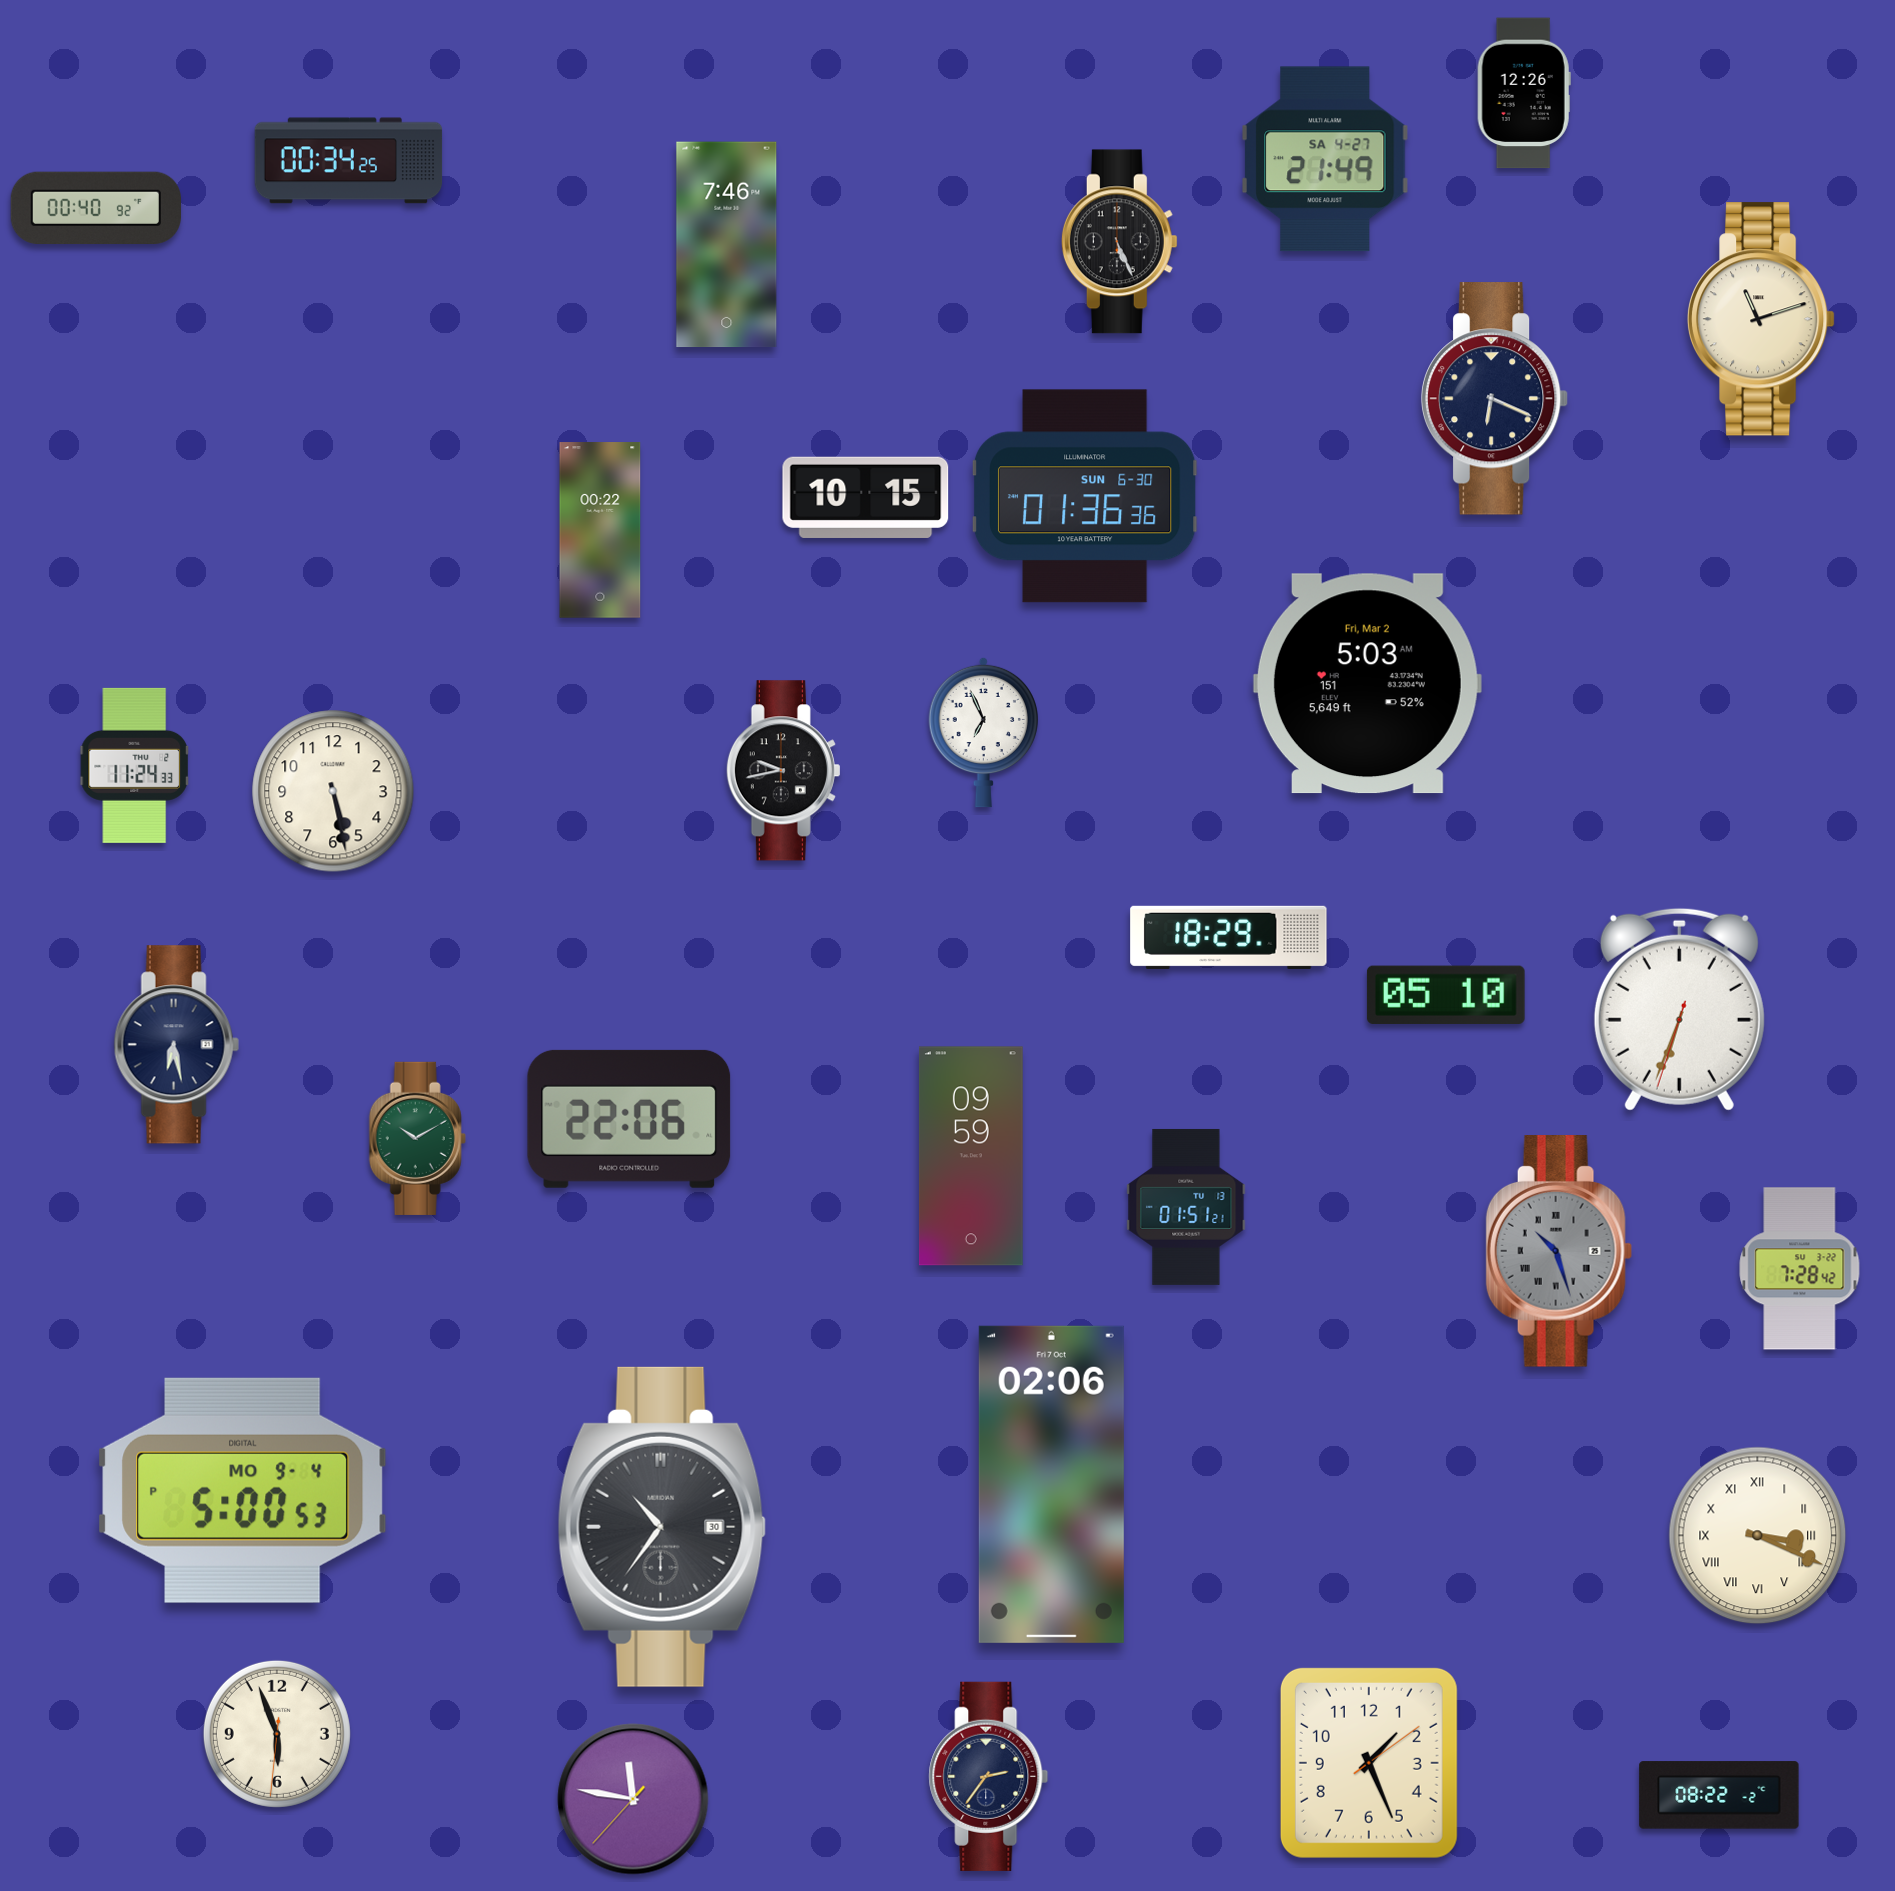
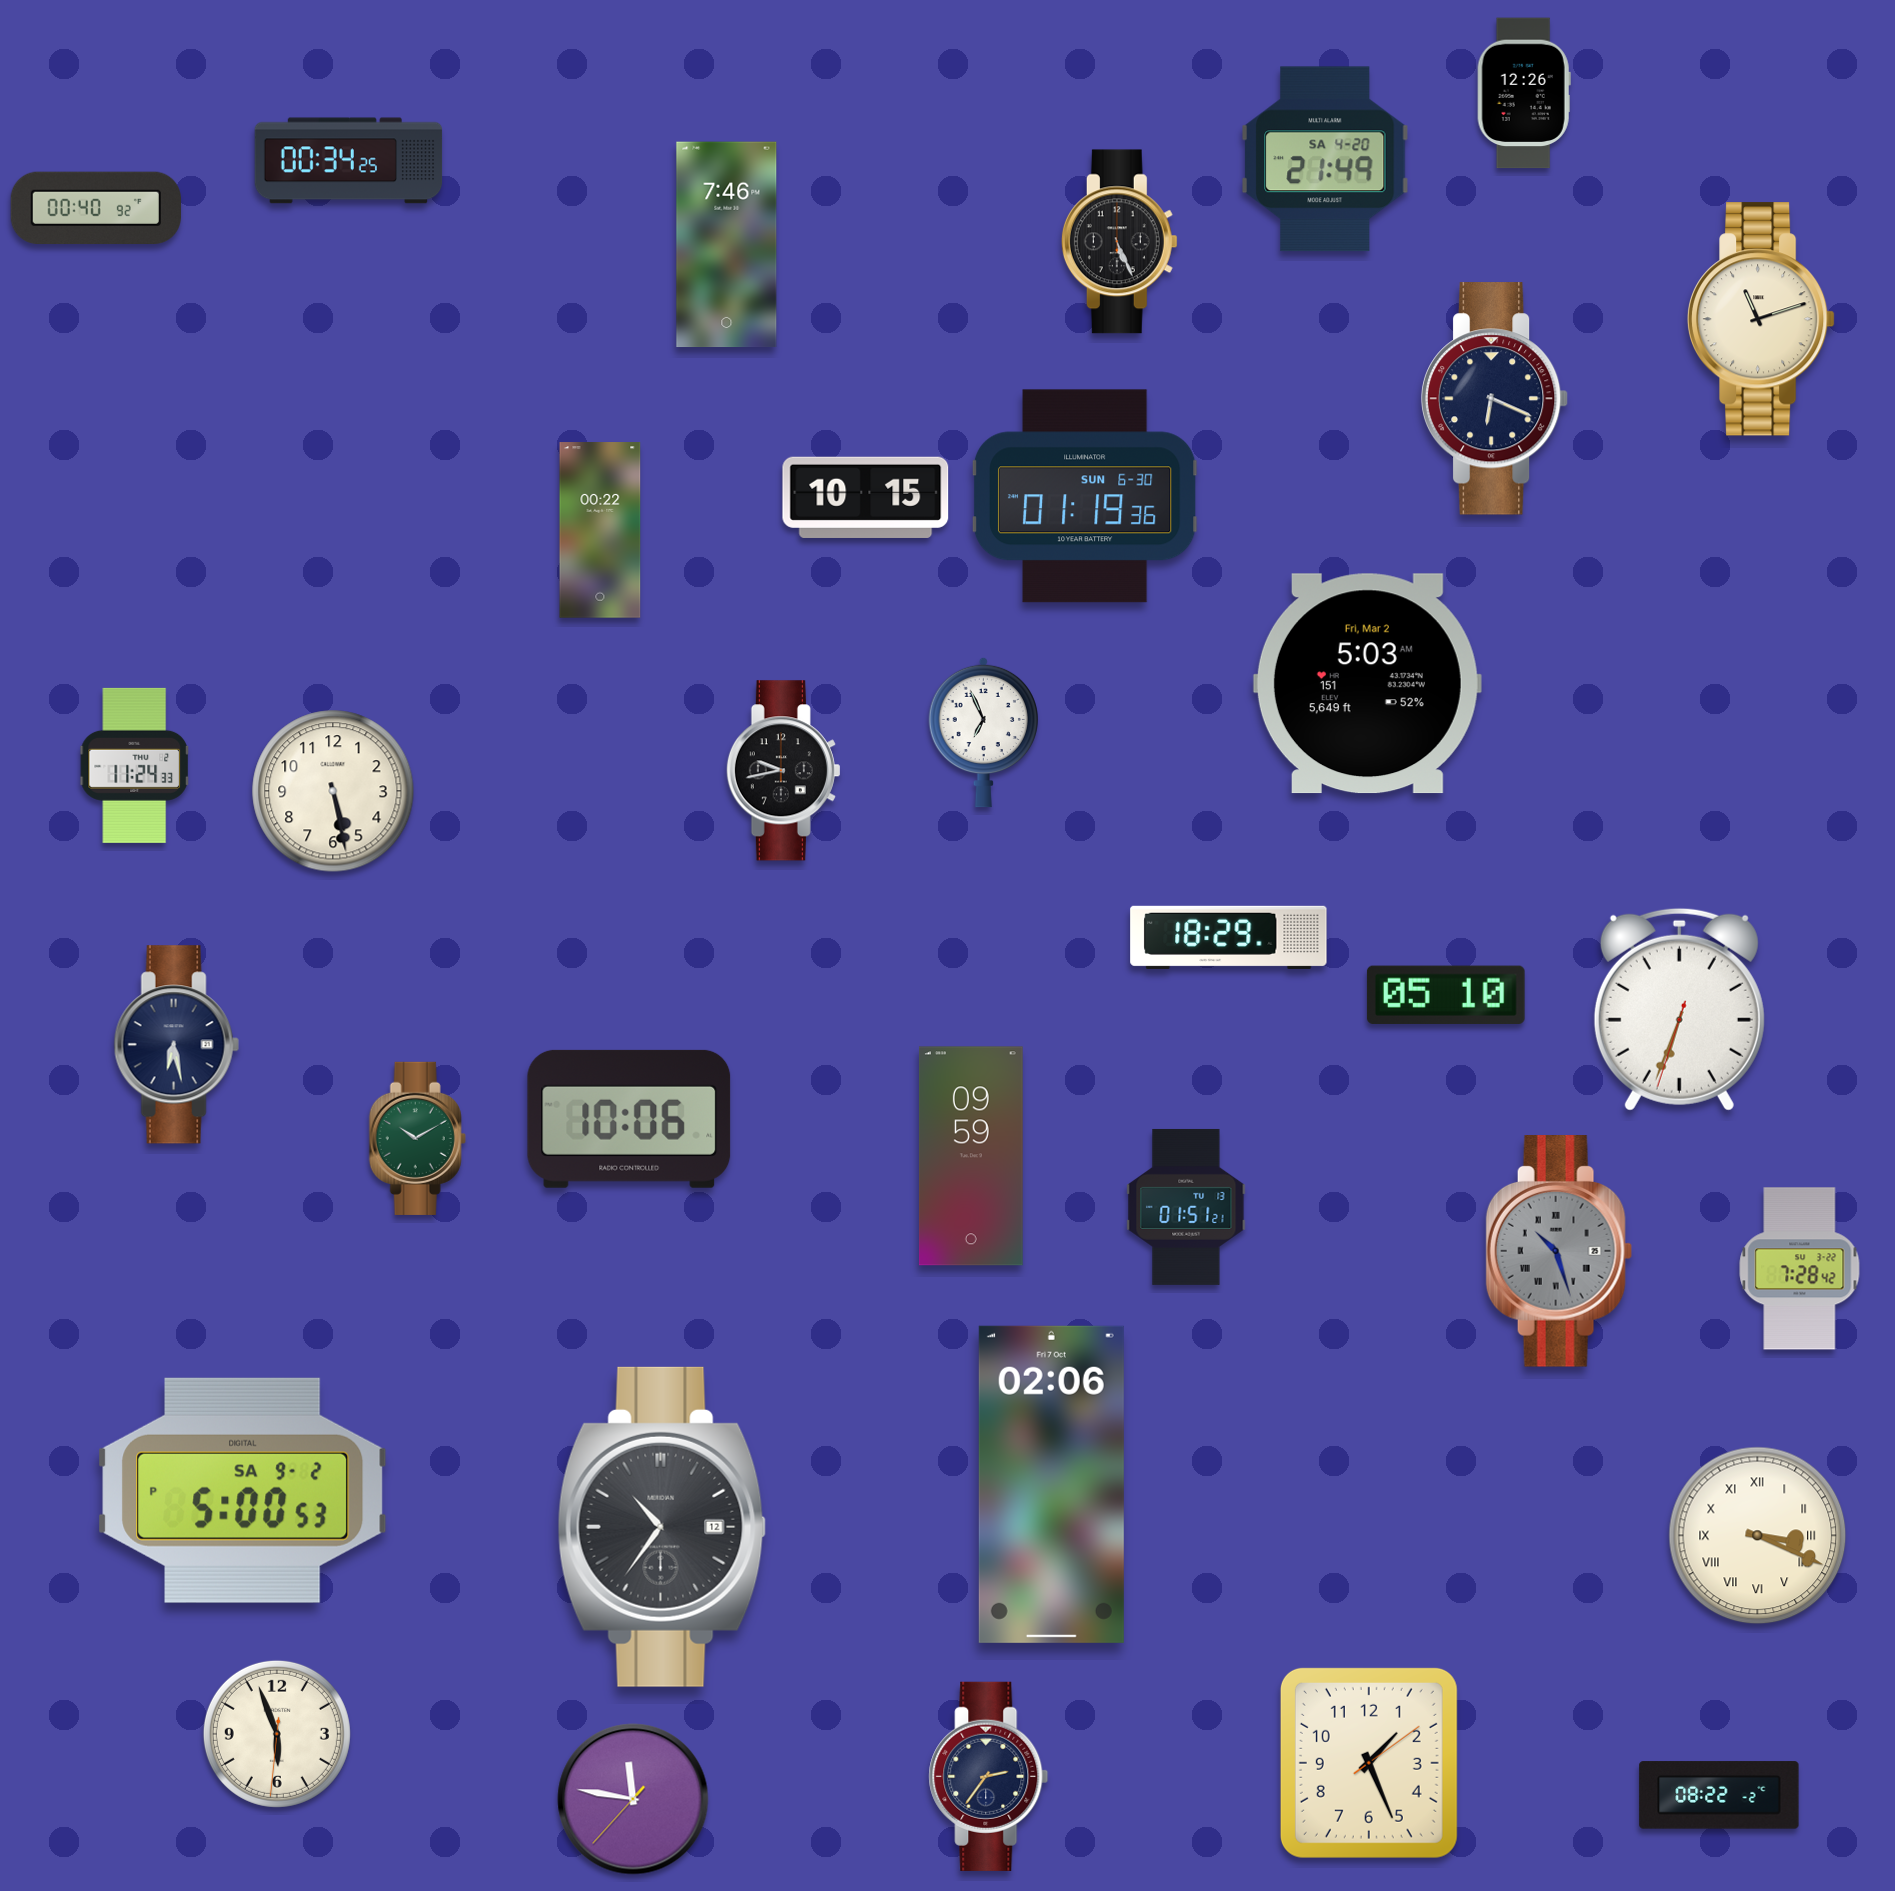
clock at (1326, 159) date: SA 4-27 -> SA 4-20
clock at (1085, 496): 01:36 -> 01:19
clock at (629, 1119): 22:06 -> 10:06
clock at (243, 1490) date: MO 9-4 -> SA 9-2
clock at (662, 1527) date: 30 -> 12
